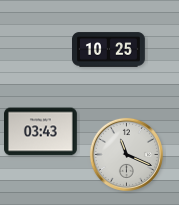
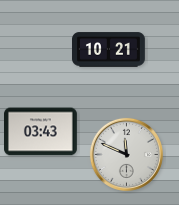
clock at (109, 50): 10:25 -> 10:21
clock at (126, 154): 11:19 -> 11:49
